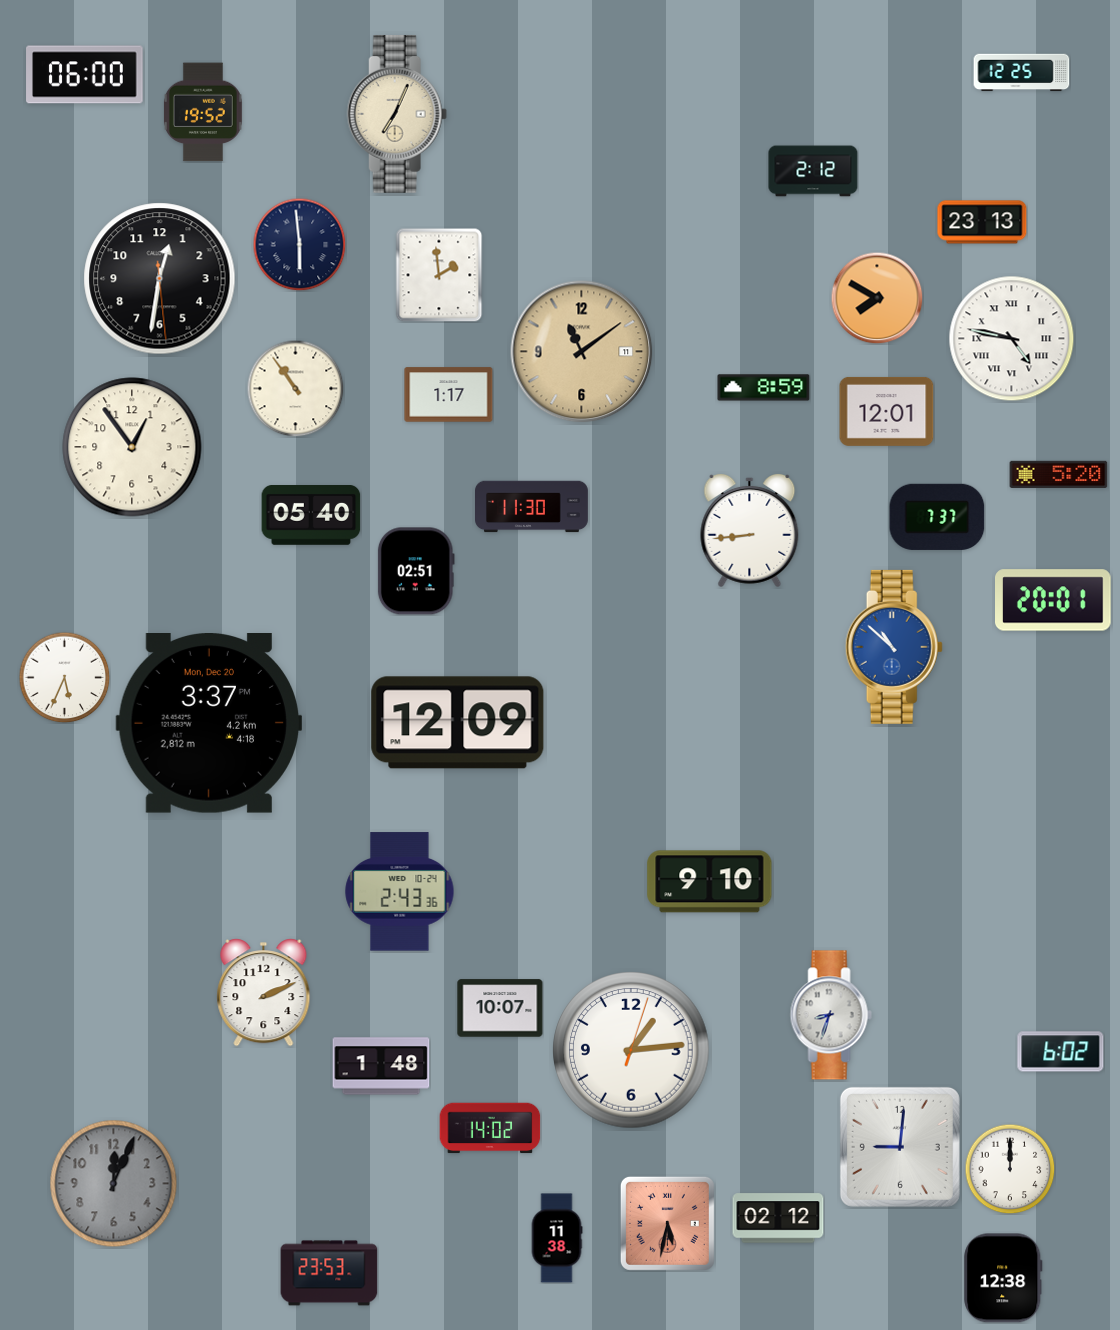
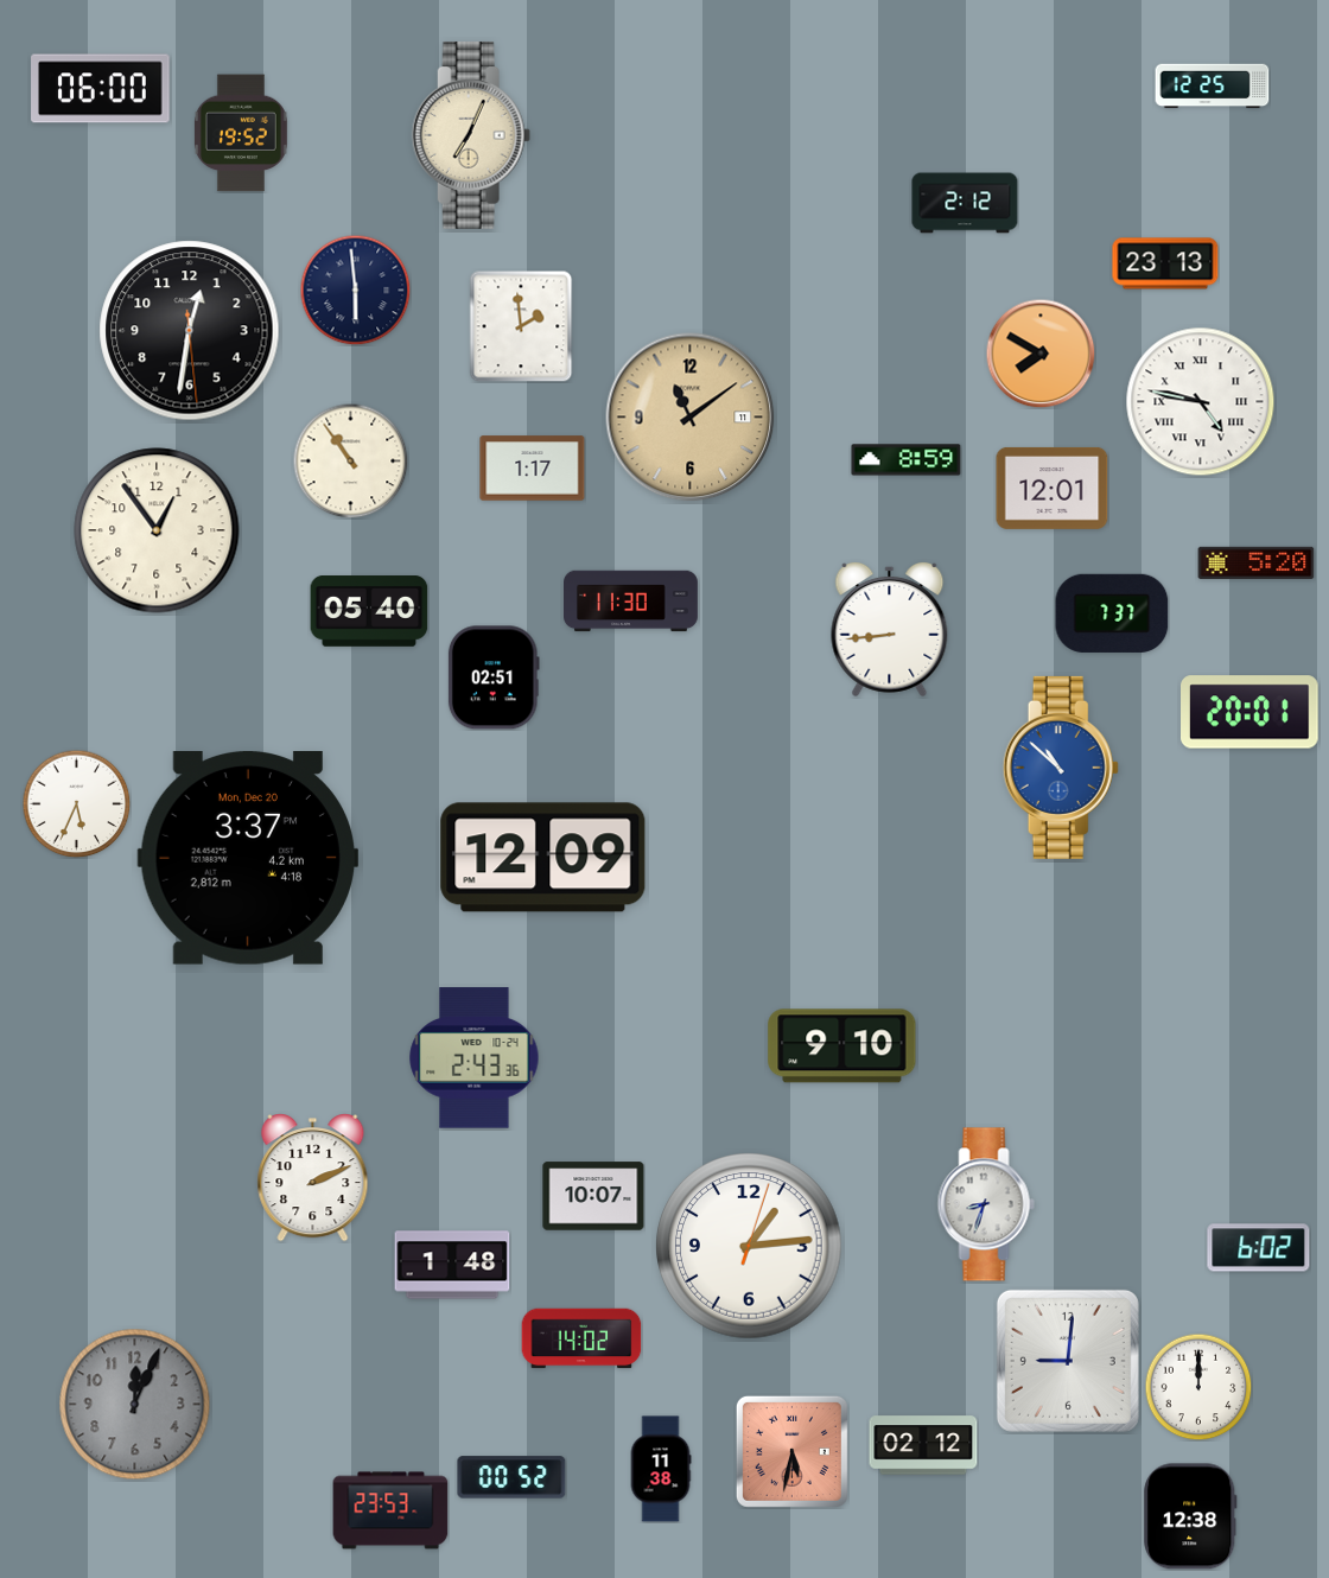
clock at (511, 1477): none -> 00:52
